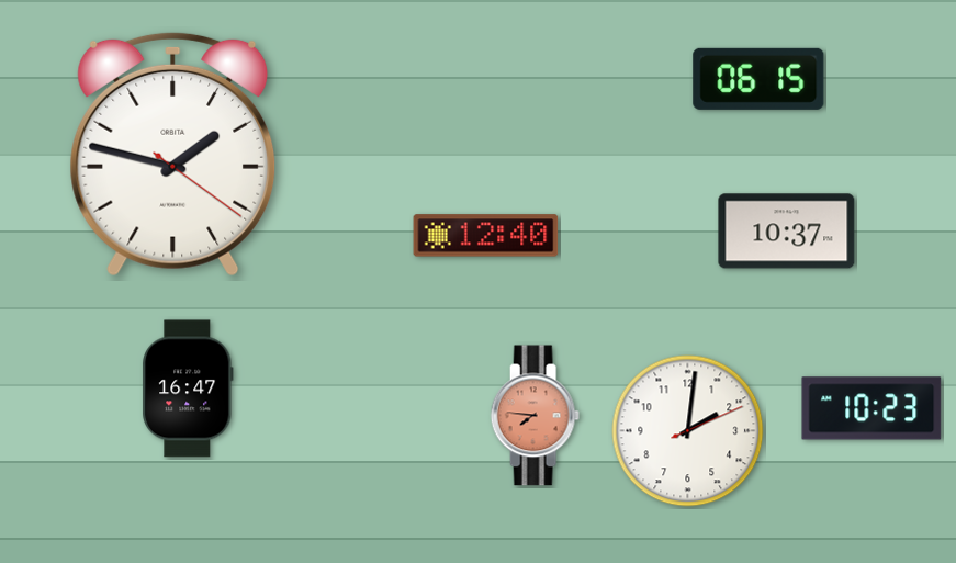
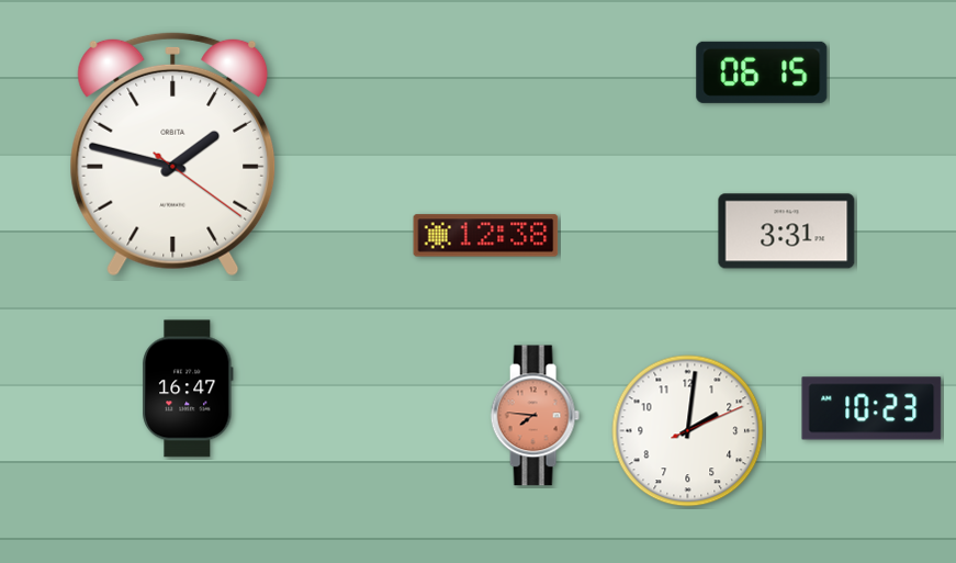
clock at (758, 79) position: (758, 79) -> (762, 72)
clock at (787, 232): 10:37 -> 3:31
clock at (486, 236): 12:40 -> 12:38
